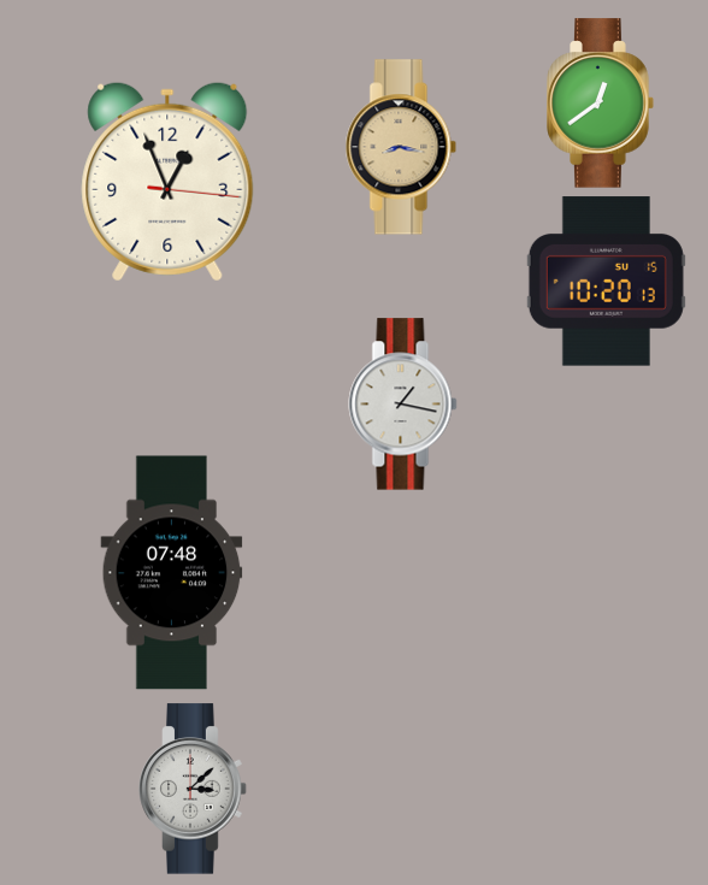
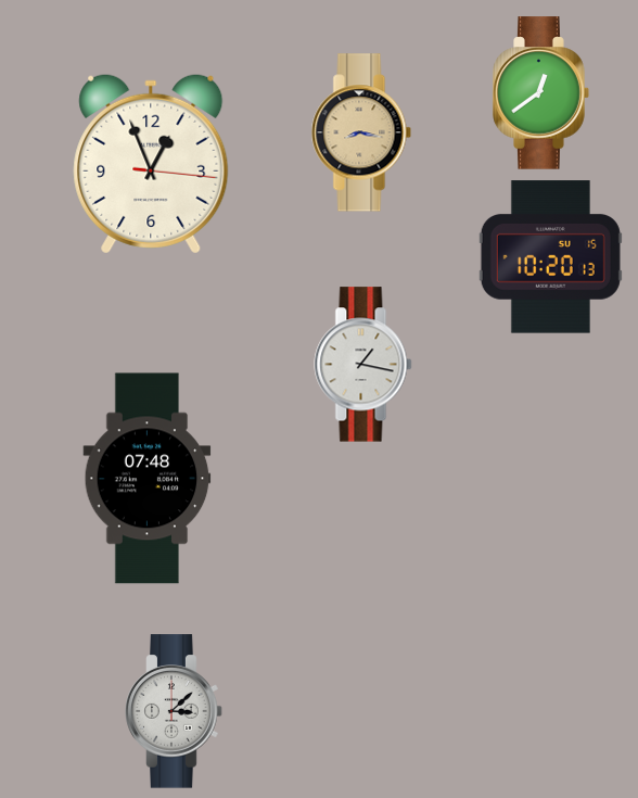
clock at (606, 282) position: (606, 282) -> (550, 257)
clock at (172, 573) position: (172, 573) -> (148, 479)
